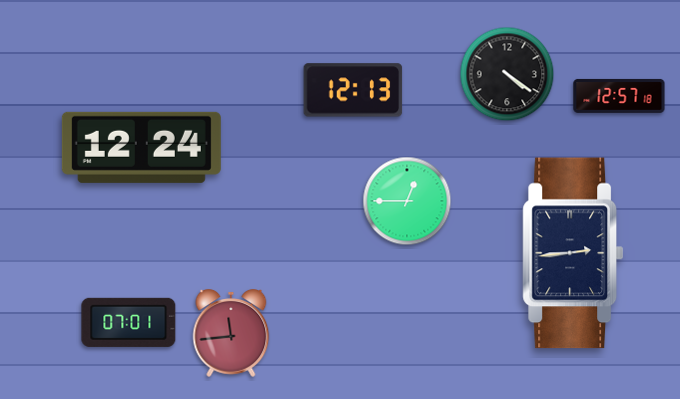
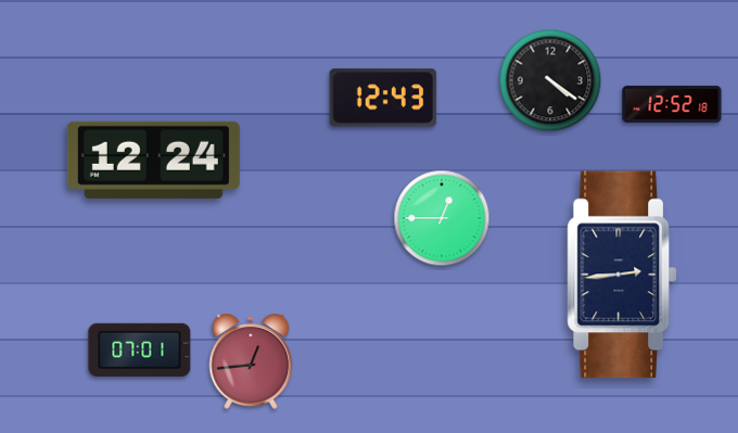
clock at (353, 90): 12:13 -> 12:43
clock at (619, 96): 12:57 -> 12:52
clock at (231, 333): 11:44 -> 12:44
